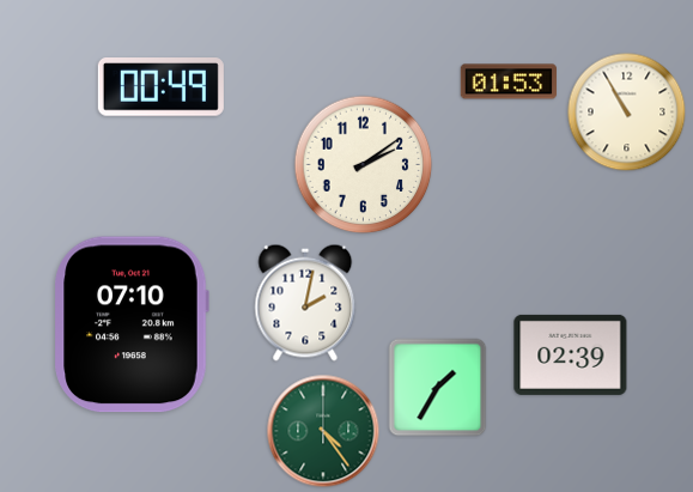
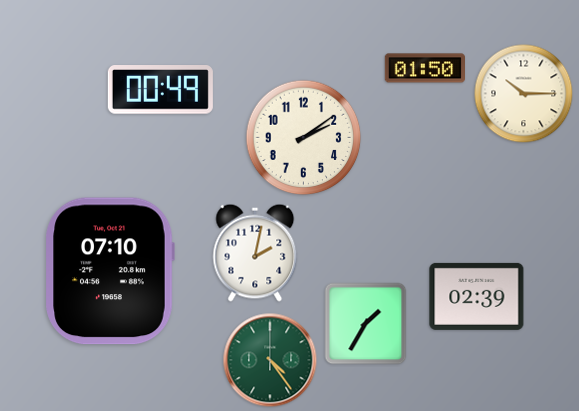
clock at (507, 81): 01:53 -> 01:50
clock at (160, 87) position: (160, 87) -> (160, 90)
clock at (627, 113): 10:55 -> 10:15
